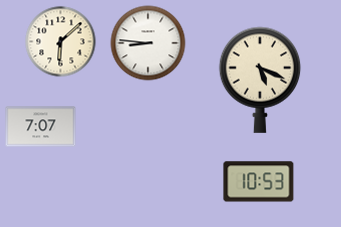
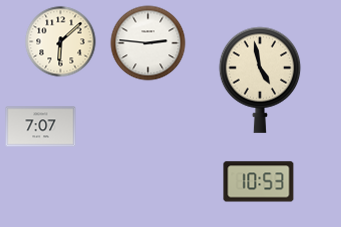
clock at (148, 43): 8:46 -> 2:46
clock at (260, 80): 5:19 -> 4:58
